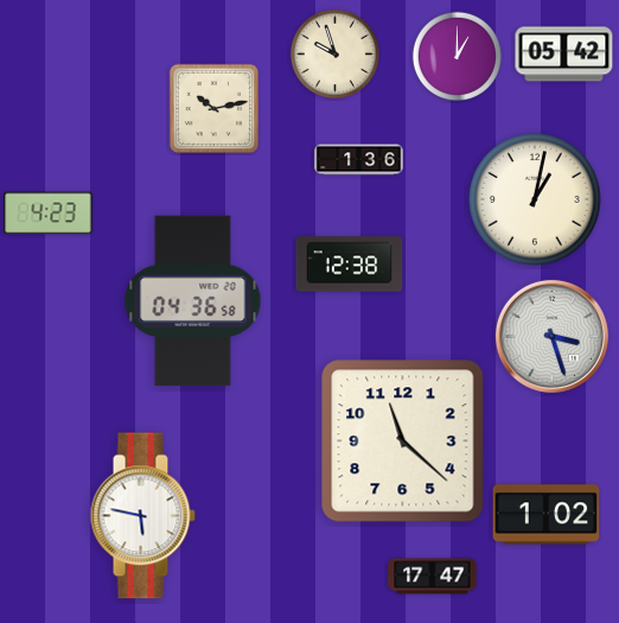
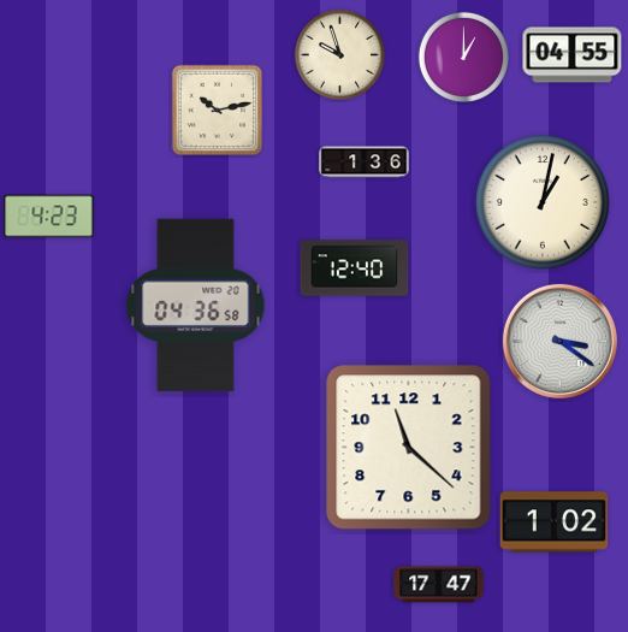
clock at (564, 55): 05:42 -> 04:55
clock at (350, 265): 12:38 -> 12:40
clock at (551, 336): 3:27 -> 3:21
clock at (142, 516): 5:47 -> none
